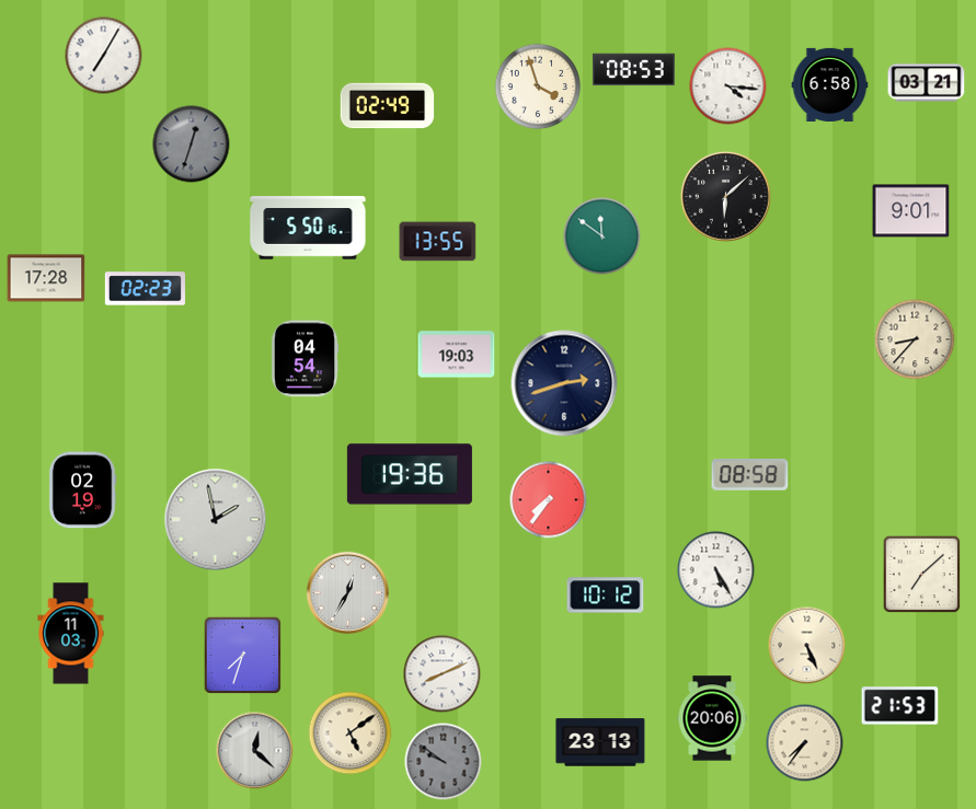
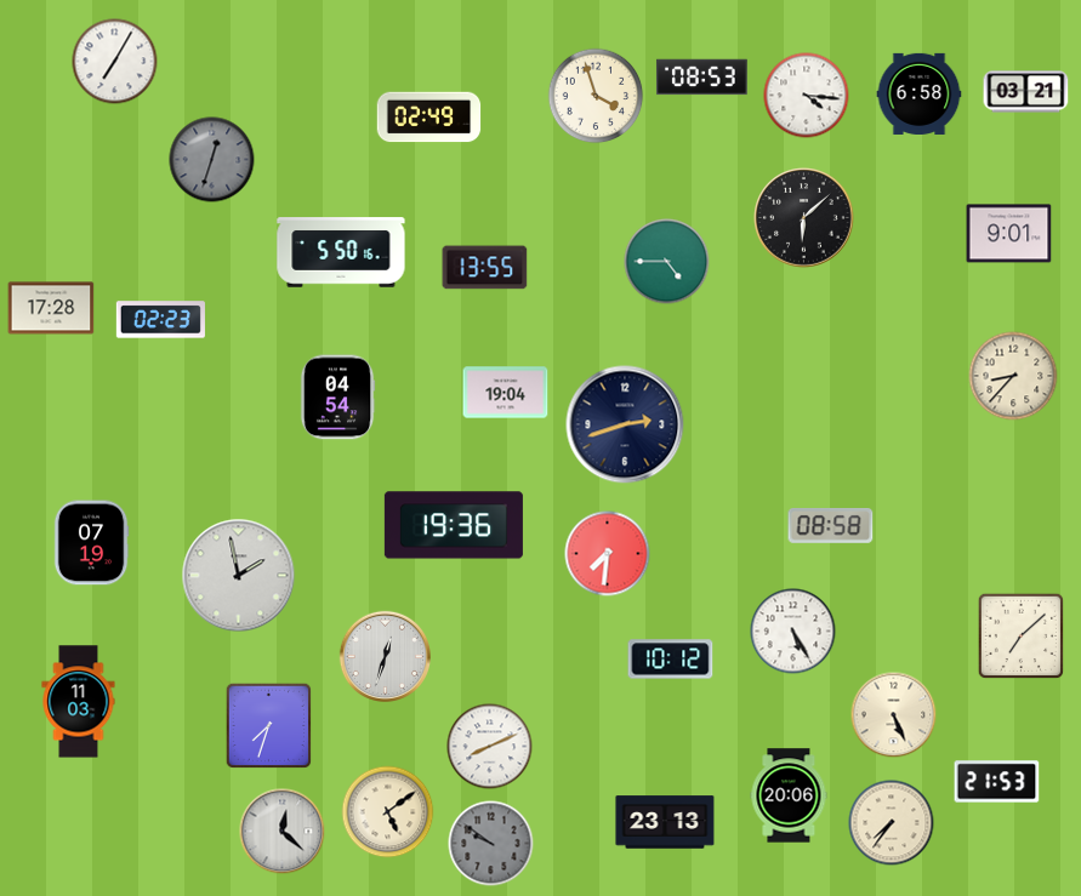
clock at (602, 236): 11:51 -> 4:45
clock at (457, 355): 19:03 -> 19:04
clock at (82, 490): 02:19 -> 07:19
clock at (549, 500): 7:36 -> 7:31
clock at (348, 593): 12:35 -> 12:33
